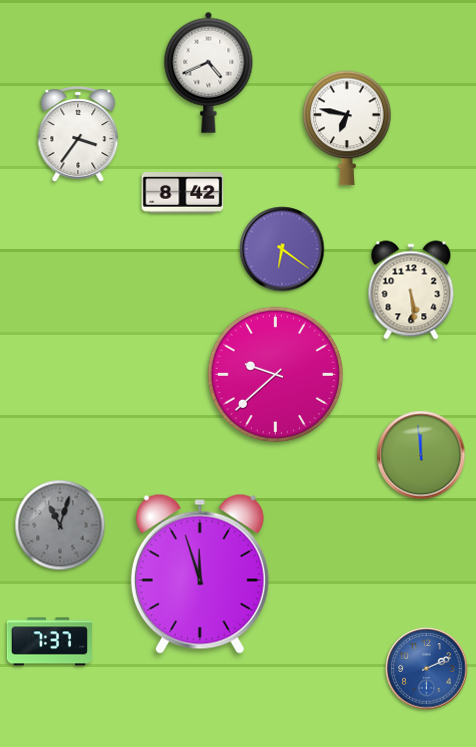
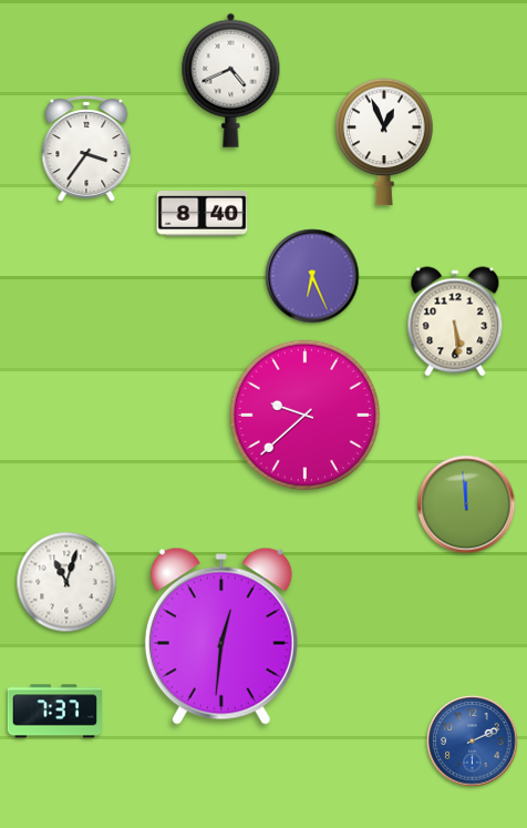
clock at (347, 128): 6:47 -> 12:56
clock at (183, 193): 8:42 -> 8:40
clock at (282, 249): 6:21 -> 6:26
clock at (60, 525) dial: grey -> white
clock at (200, 574): 11:57 -> 12:31
